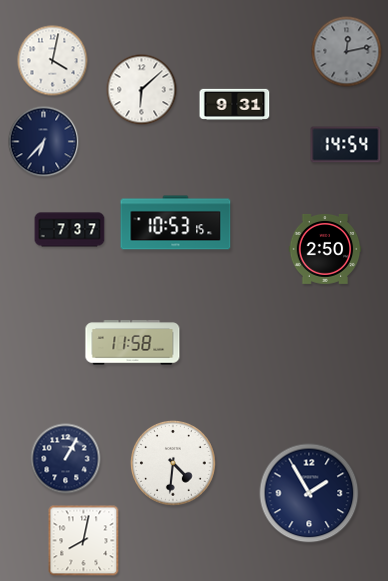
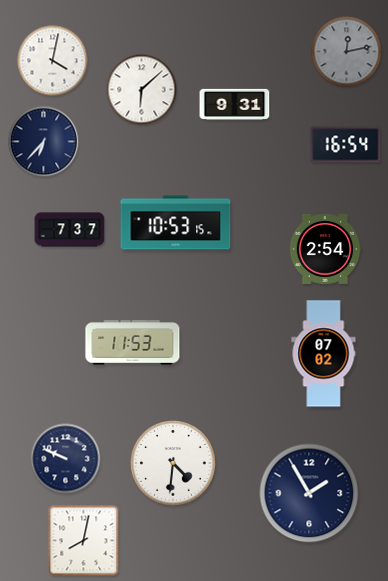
clock at (346, 145): 14:54 -> 16:54
clock at (325, 249): 2:50 -> 2:54
clock at (133, 343): 11:58 -> 11:53
clock at (324, 354): none -> 07:02
clock at (66, 459): 1:05 -> 9:49
